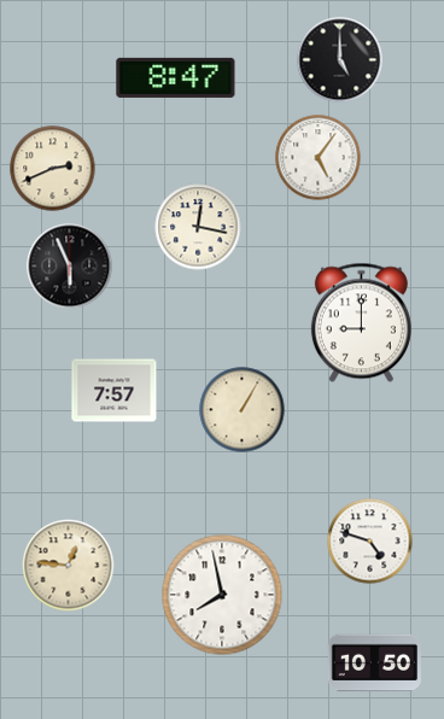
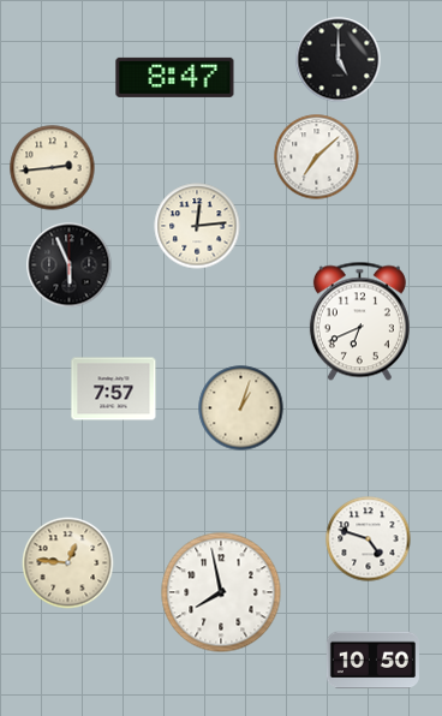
clock at (319, 158): 5:06 -> 7:08
clock at (53, 169): 2:41 -> 2:44
clock at (198, 227): 12:17 -> 12:14
clock at (361, 323): 9:00 -> 6:41
clock at (243, 410): 1:05 -> 1:03
